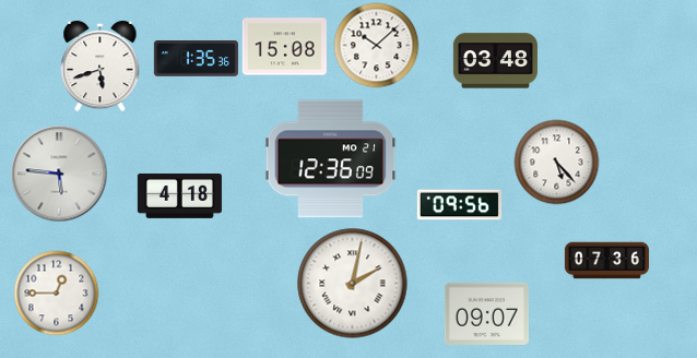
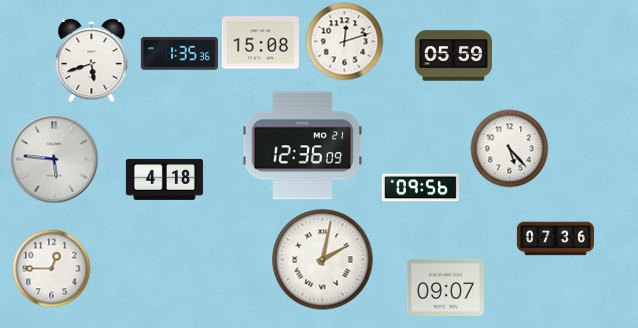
clock at (376, 45): 10:08 -> 12:12
clock at (495, 61): 03:48 -> 05:59
